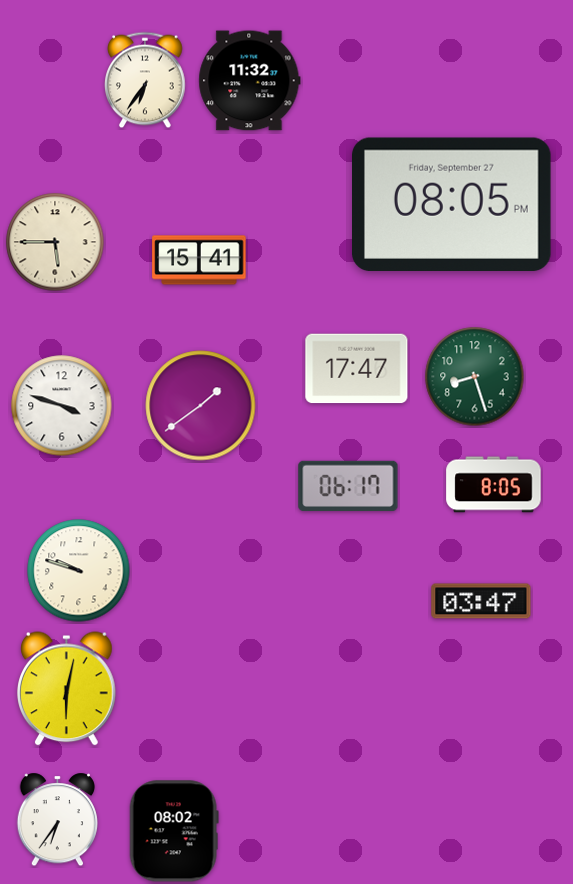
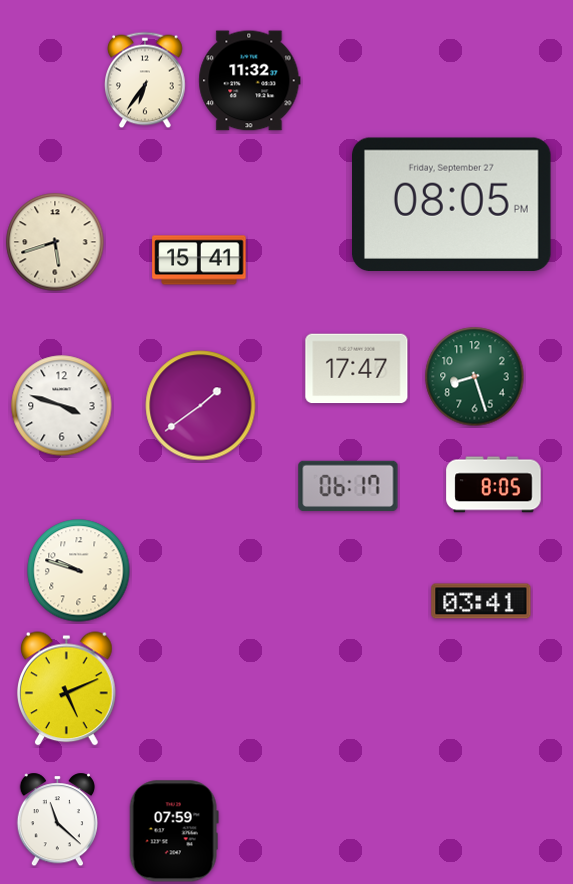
clock at (55, 242): 5:45 -> 5:42
clock at (481, 601): 03:47 -> 03:41
clock at (67, 689): 6:02 -> 5:11
clock at (57, 820): 6:36 -> 11:22
clock at (174, 831): 08:02 -> 07:59
